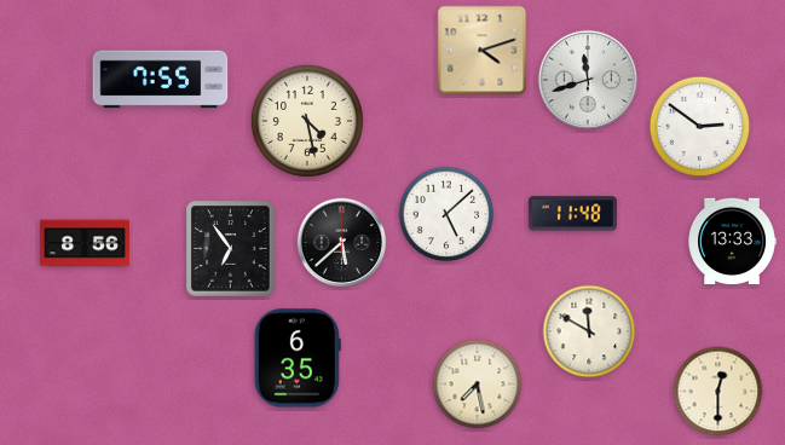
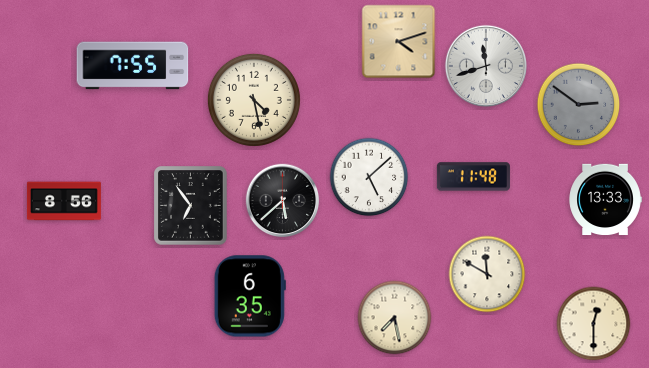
clock at (700, 127) dial: white -> grey
clock at (85, 243) position: (85, 243) -> (64, 201)
clock at (298, 358) position: (298, 358) -> (250, 296)
